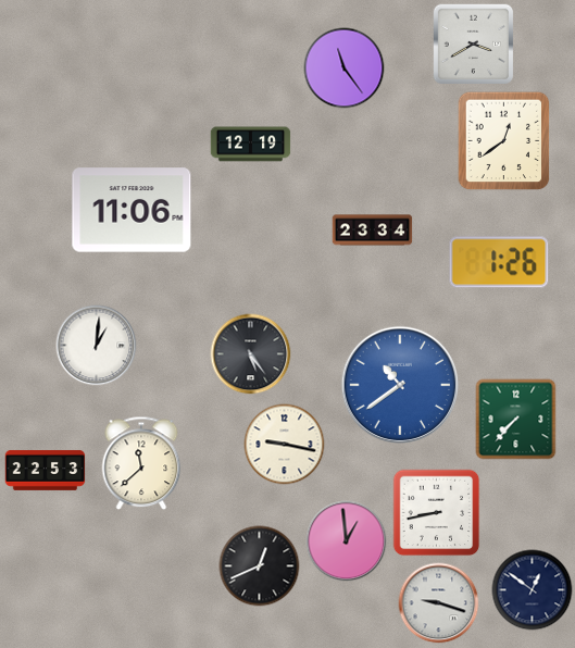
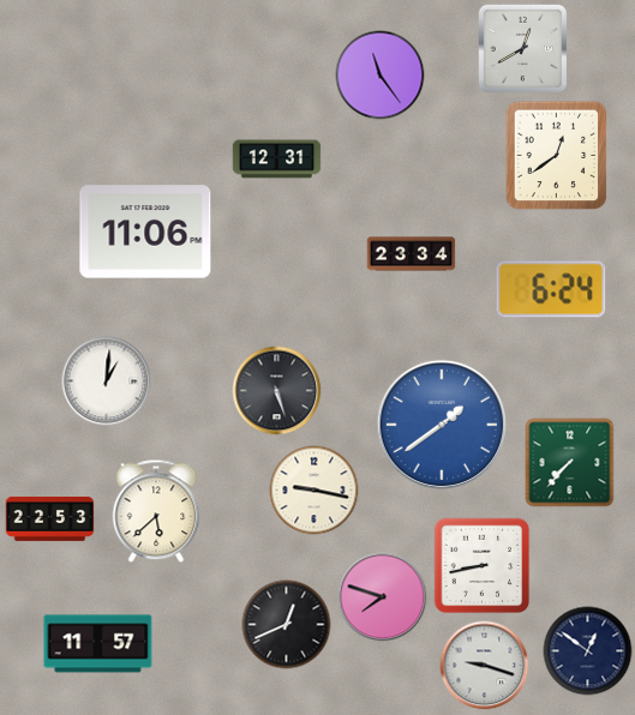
clock at (473, 43): 3:40 -> 12:40
clock at (251, 145): 12:19 -> 12:31
clock at (499, 262): 1:26 -> 6:24
clock at (251, 354): 5:24 -> 5:27
clock at (400, 385): 10:39 -> 1:39
clock at (141, 463): 11:38 -> 5:38
clock at (347, 541): 12:59 -> 7:48
clock at (98, 644): none -> 11:57
